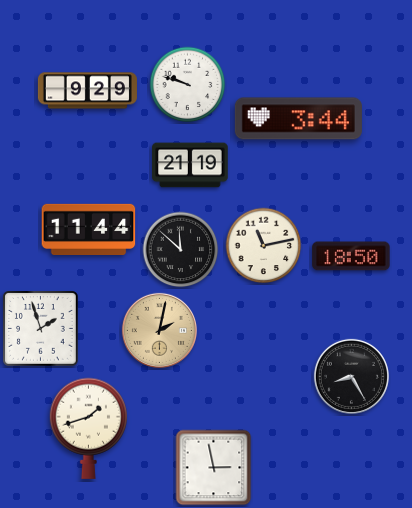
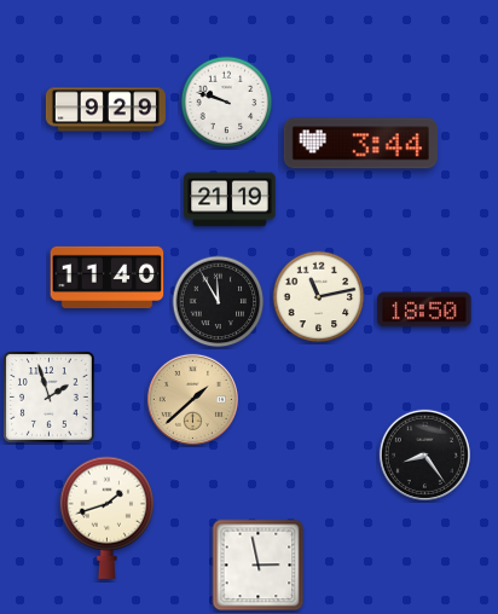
clock at (89, 229): 11:44 -> 11:40
clock at (181, 250): 11:52 -> 11:55
clock at (159, 330): 2:02 -> 1:38
clock at (351, 376): 8:25 -> 8:24
